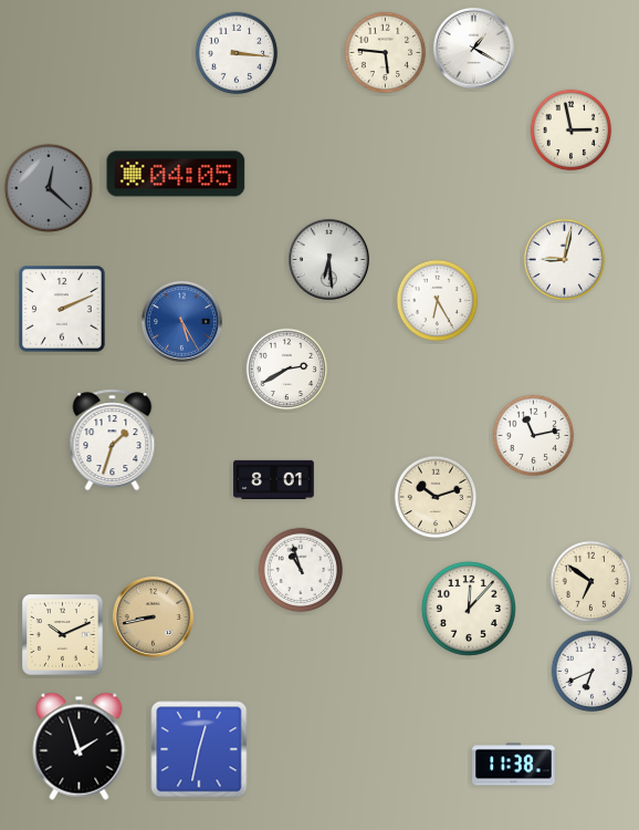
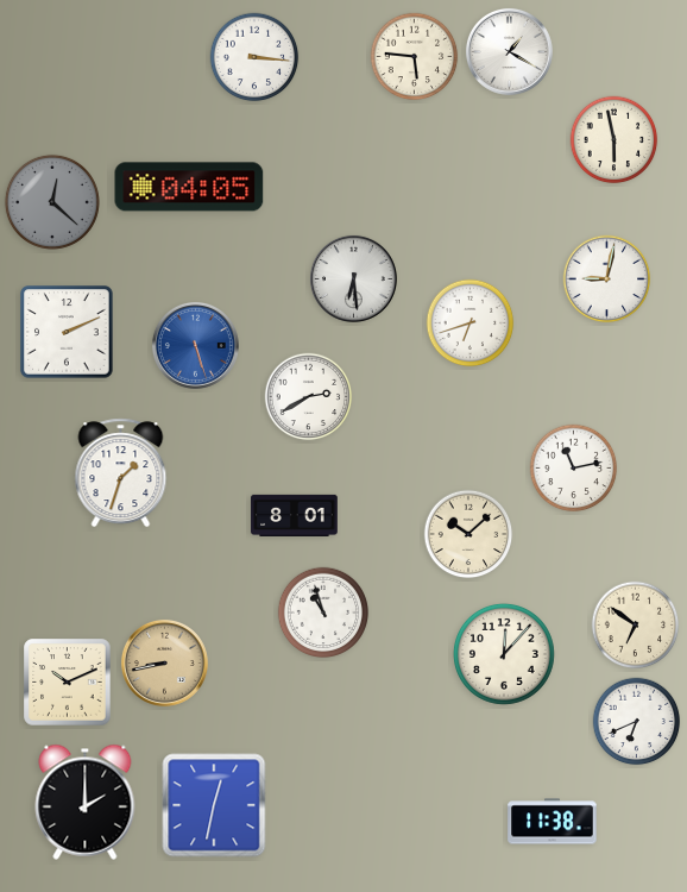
clock at (572, 131): 2:58 -> 5:58
clock at (438, 301): 6:25 -> 6:42
clock at (181, 321): 5:25 -> 5:27
clock at (436, 497): 10:12 -> 10:08
clock at (80, 746): 1:57 -> 2:00
